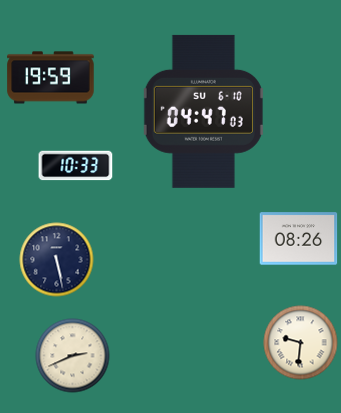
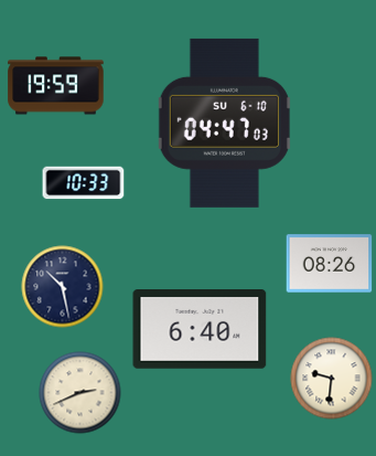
clock at (57, 260): 5:28 -> 10:28
clock at (200, 330): none -> 6:40
